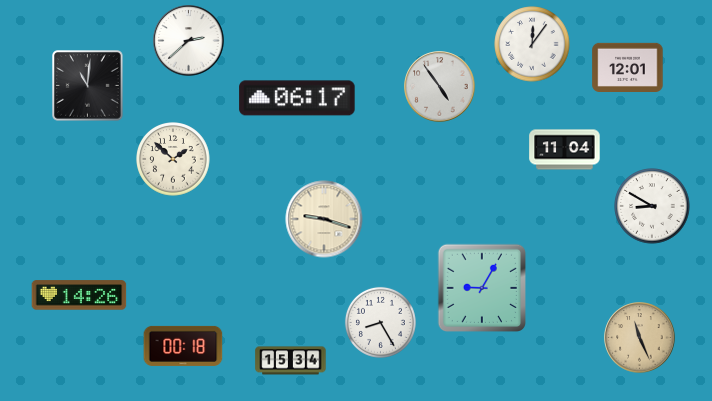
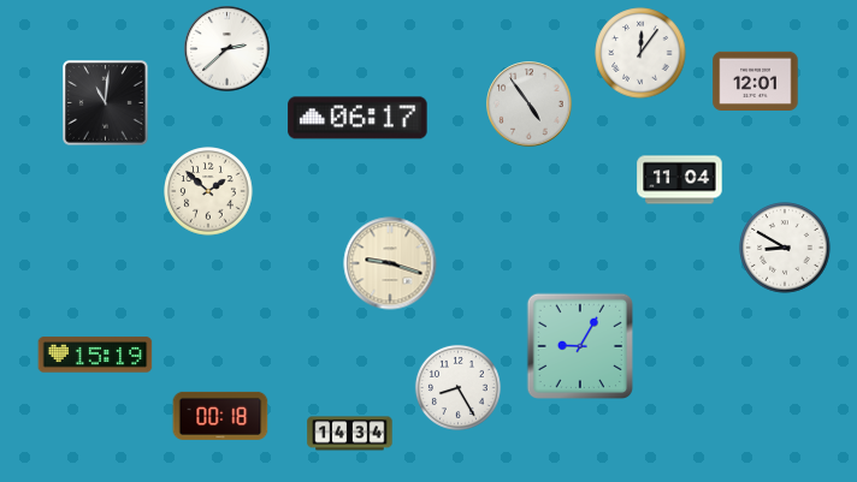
clock at (79, 295): 14:26 -> 15:19
clock at (640, 338): 11:26 -> none
clock at (291, 361): 15:34 -> 14:34
